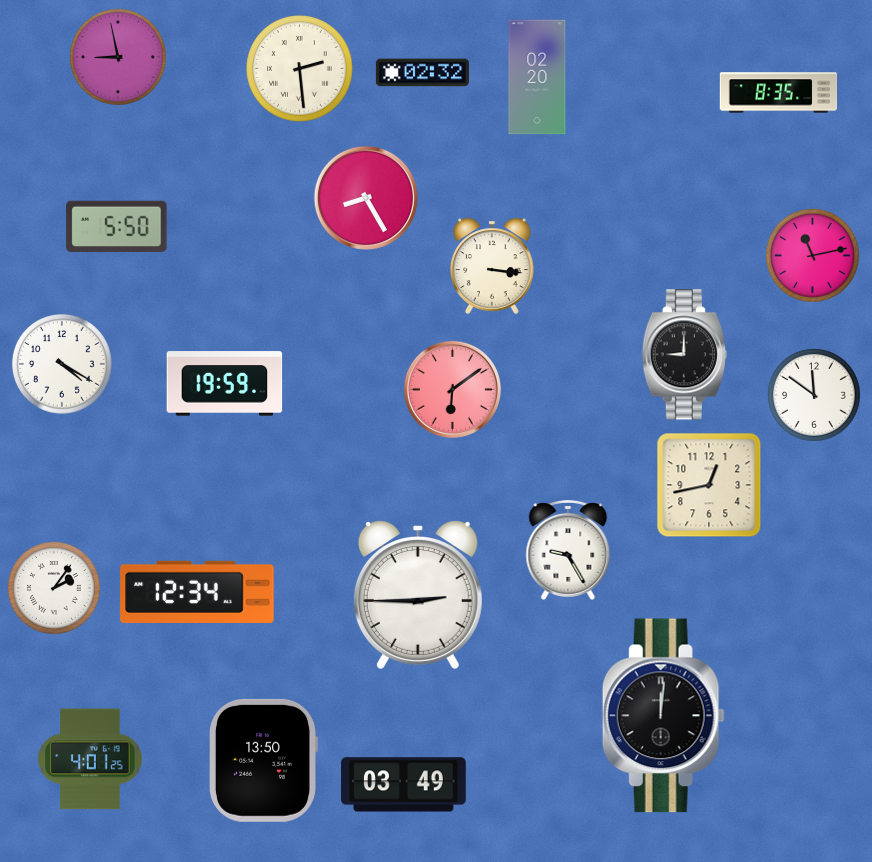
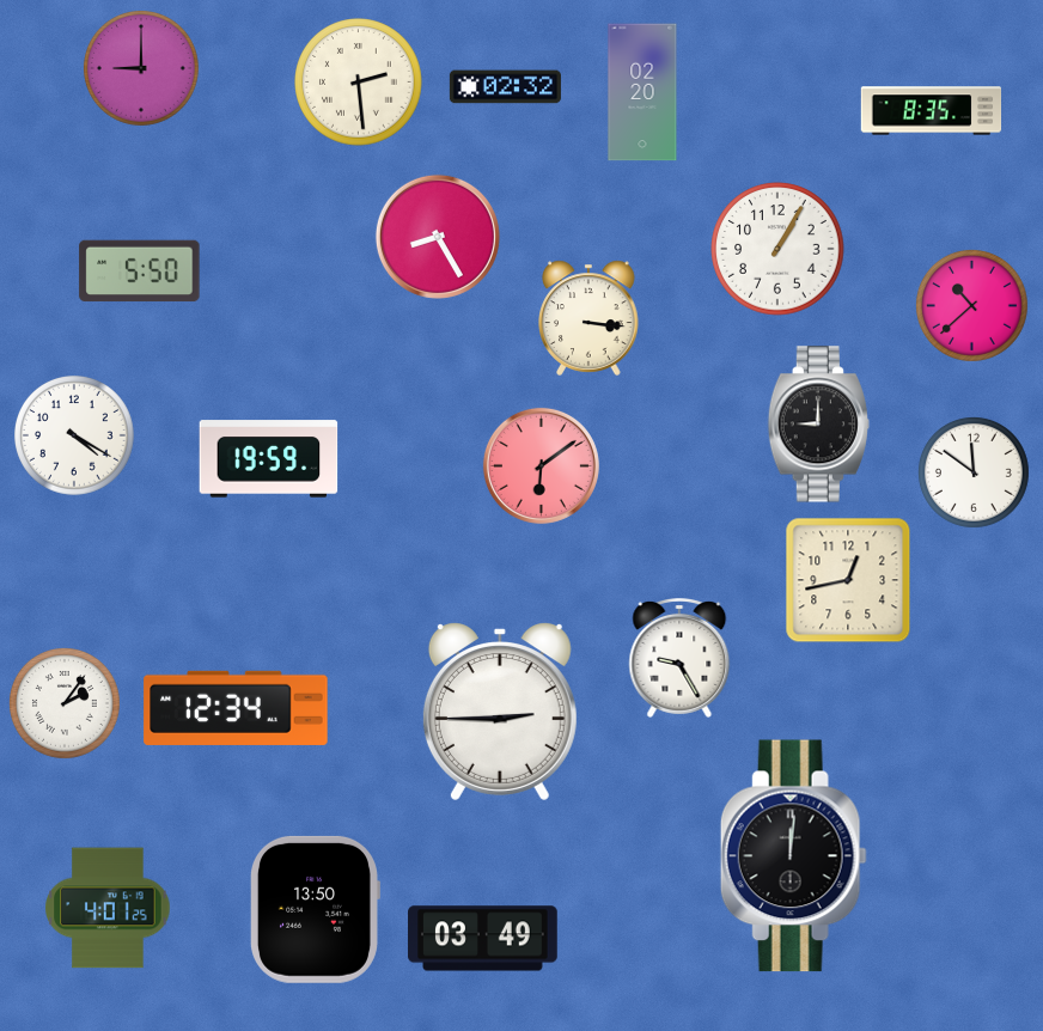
clock at (118, 57): 8:58 -> 9:00
clock at (777, 249): none -> 1:05
clock at (812, 255): 11:13 -> 10:38
